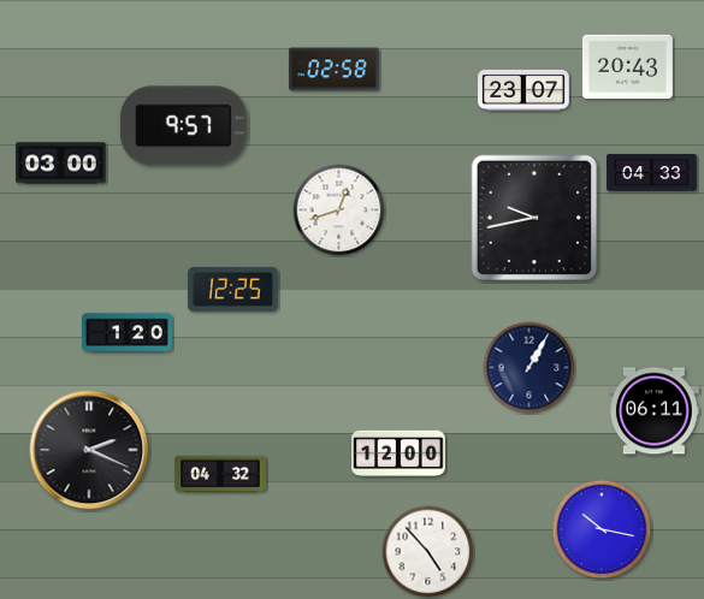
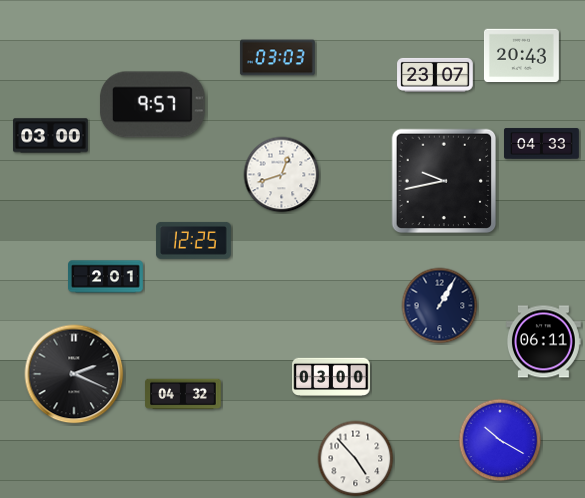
clock at (333, 70): 02:58 -> 03:03
clock at (128, 333): 1:20 -> 2:01
clock at (398, 453): 12:00 -> 03:00
clock at (602, 529): 10:17 -> 10:20
